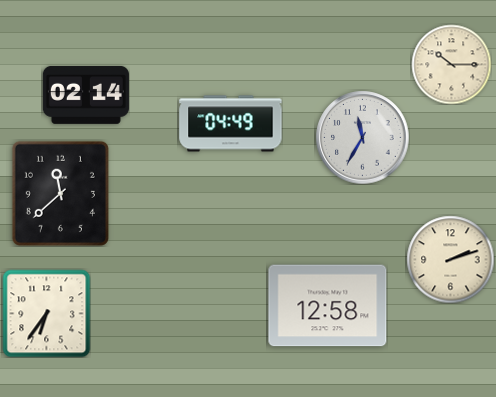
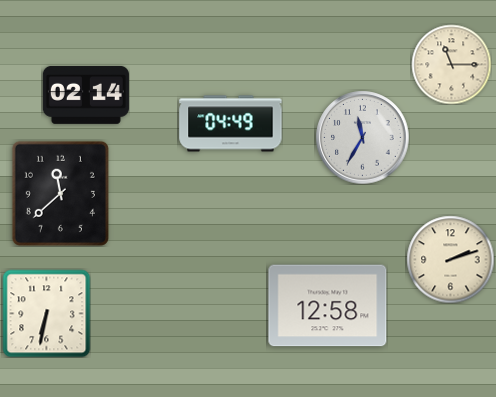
clock at (451, 64): 10:15 -> 11:15
clock at (46, 313): 6:36 -> 6:32
